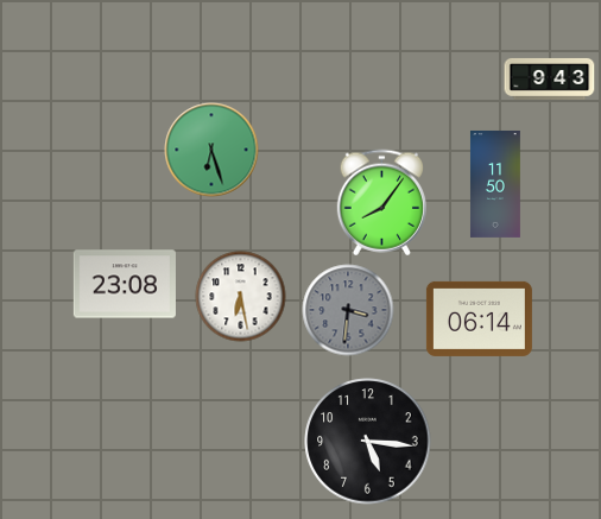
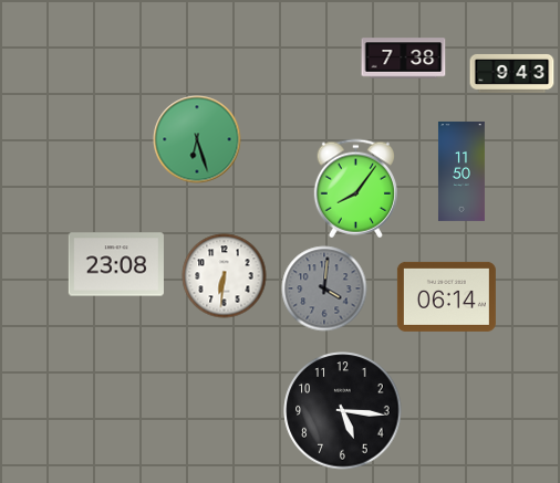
clock at (404, 59): none -> 7:38
clock at (241, 297): 6:28 -> 6:31
clock at (348, 310): 3:31 -> 4:01
